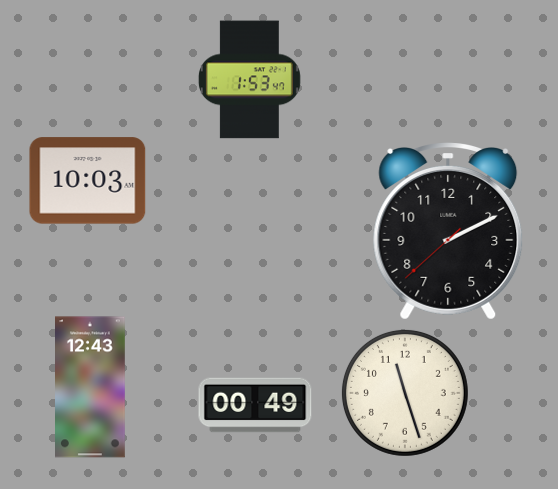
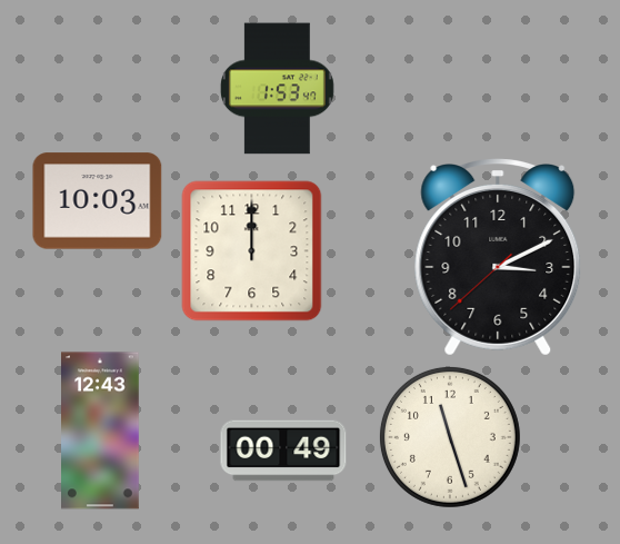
clock at (252, 251): none -> 12:00
clock at (448, 231): 2:10 -> 3:10
